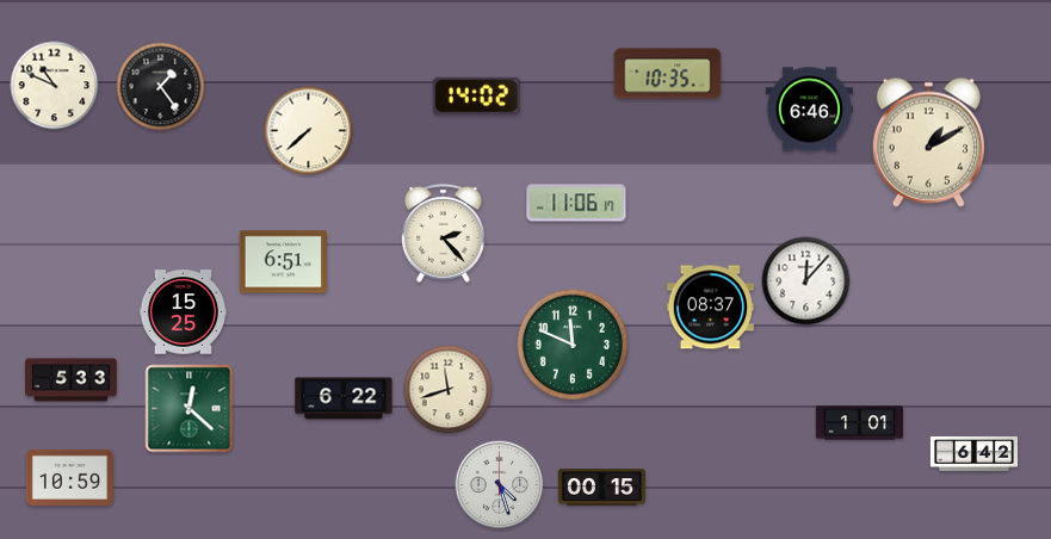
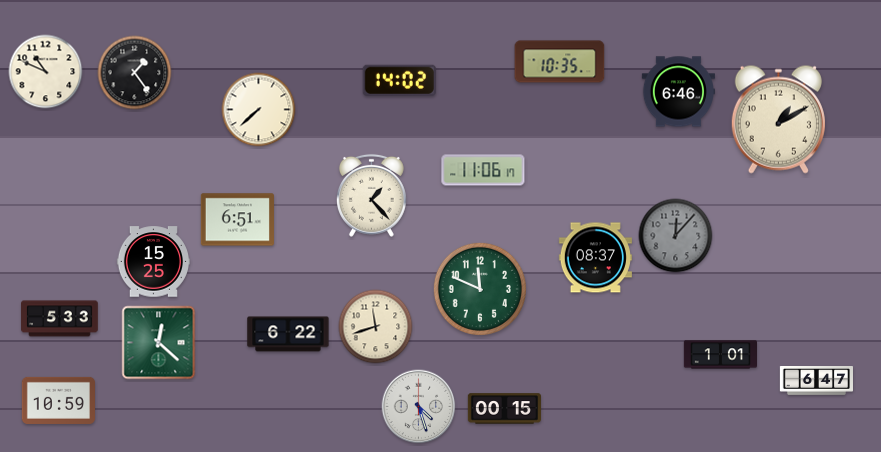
clock at (443, 233): 2:23 -> 1:23
clock at (806, 281) dial: white -> grey
clock at (973, 454): 6:42 -> 6:47
